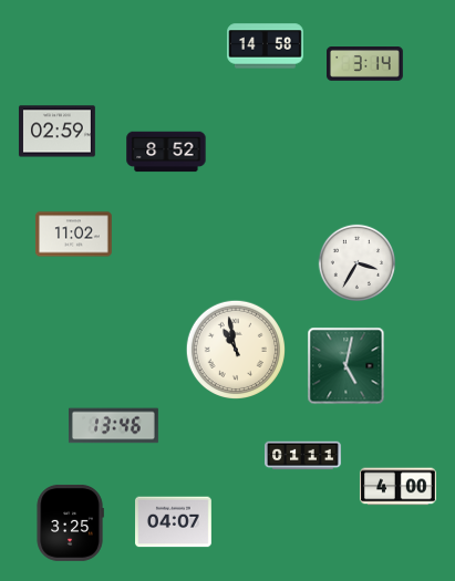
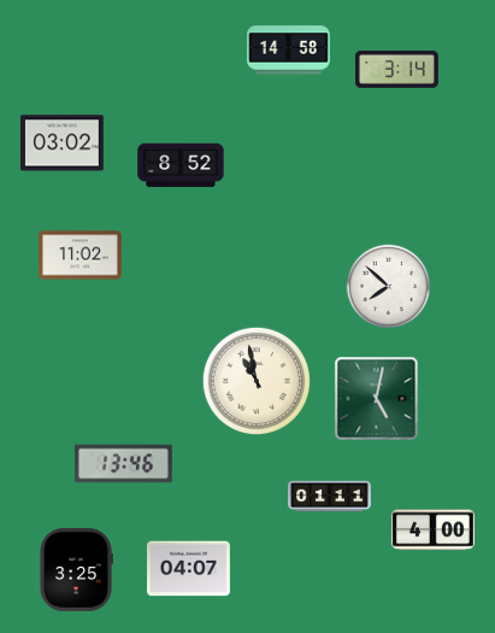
clock at (58, 132): 02:59 -> 03:02
clock at (356, 262): 3:35 -> 7:52
